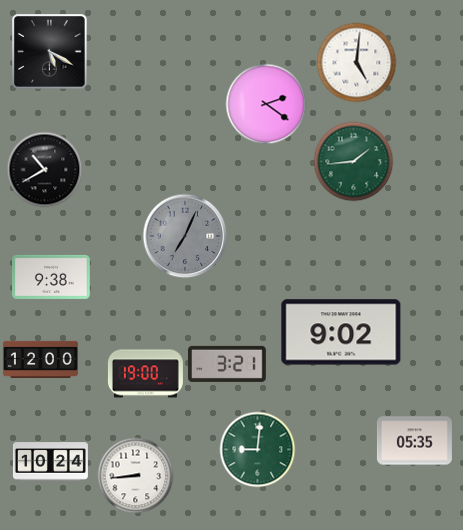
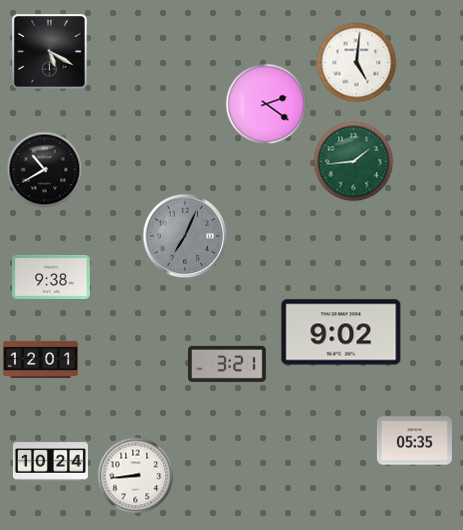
clock at (40, 359): 12:00 -> 12:01
clock at (145, 374): 19:00 -> none
clock at (258, 450): 9:01 -> none
